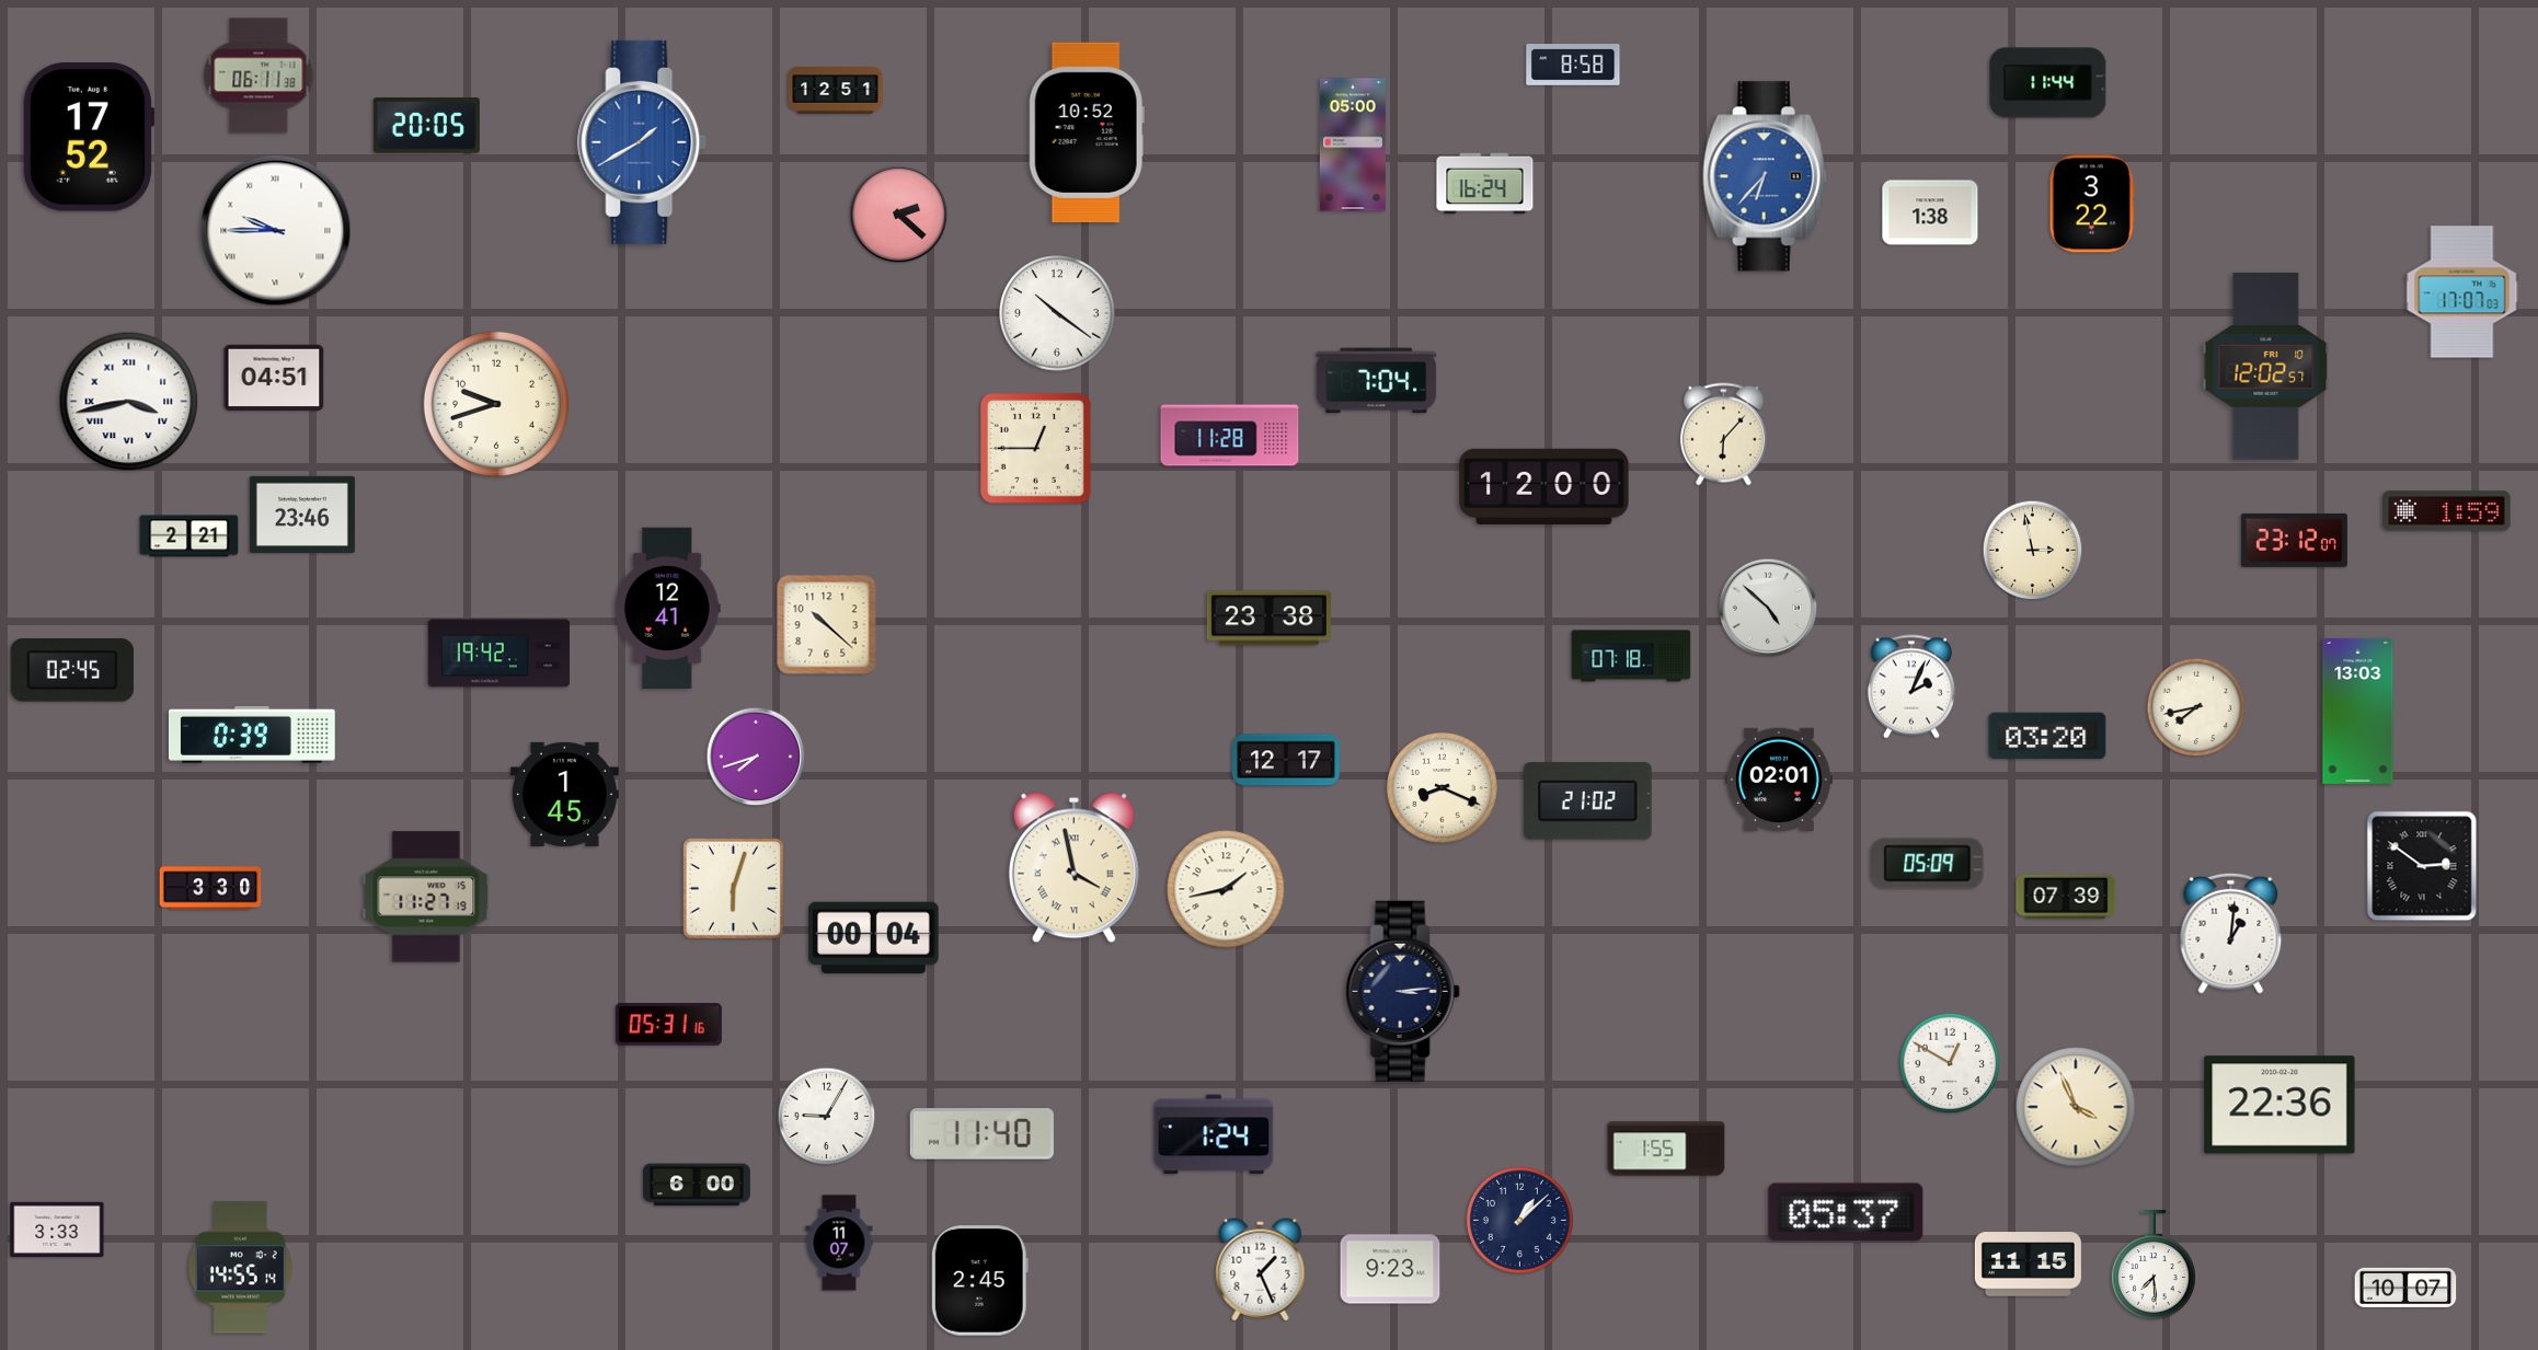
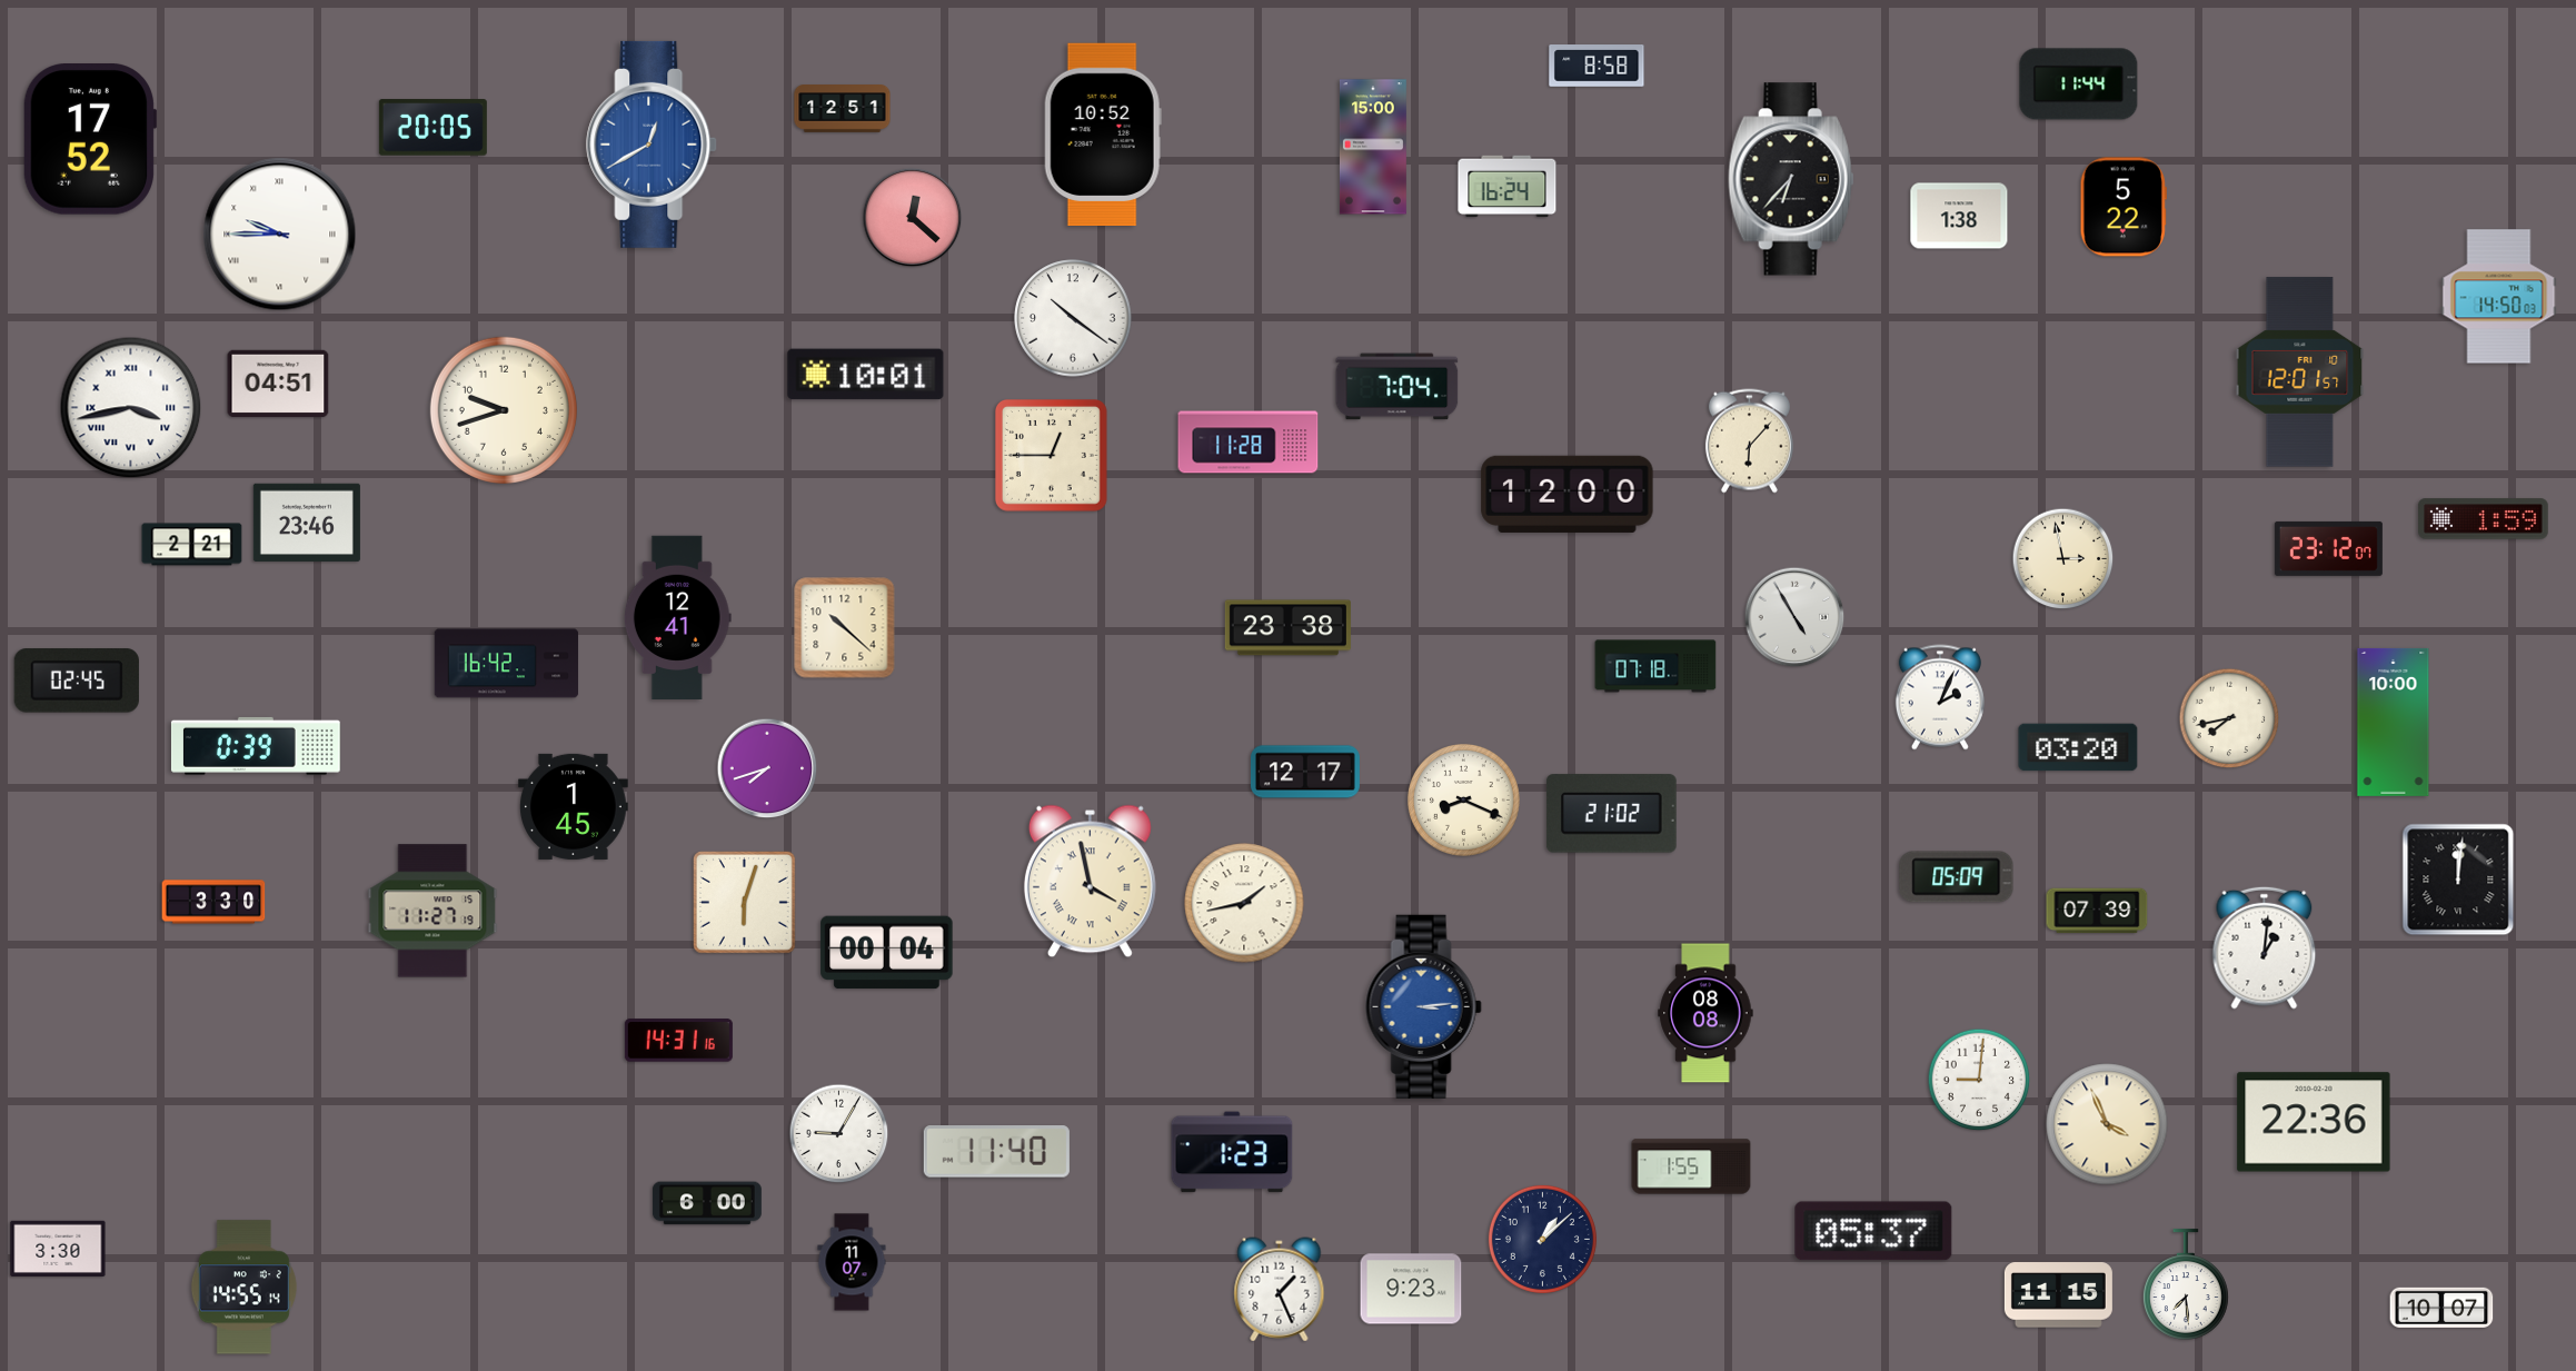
clock at (259, 76): 06:11 -> none
clock at (836, 91) position: (836, 91) -> (843, 109)
clock at (643, 142): 1:40 -> 12:40
clock at (1353, 145): 05:00 -> 15:00
clock at (1765, 176) dial: blue -> black
clock at (2092, 204): 3:22 -> 5:22
clock at (899, 215): 2:22 -> 12:22
clock at (2462, 292): 17:07 -> 14:50
clock at (2266, 367): 12:02 -> 12:01
clock at (866, 375): none -> 10:01
clock at (1768, 608): 4:52 -> 4:55
clock at (827, 625) position: (827, 625) -> (845, 628)
clock at (499, 654): 19:42 -> 16:42
clock at (72, 670) position: (72, 670) -> (77, 680)
clock at (2358, 711): 13:03 -> 10:00
clock at (1779, 778): 02:01 -> none
clock at (2422, 866): 2:51 -> 12:01
clock at (1402, 991) dial: navy -> blue
clock at (1705, 1013): none -> 08:08
clock at (668, 1025): 05:31 -> 14:31
clock at (1950, 1063): 12:50 -> 9:01
clock at (1214, 1134): 1:24 -> 1:23
clock at (57, 1228): 3:33 -> 3:30
clock at (2028, 1265) position: (2028, 1265) -> (2058, 1295)
clock at (979, 1281): 2:45 -> none
